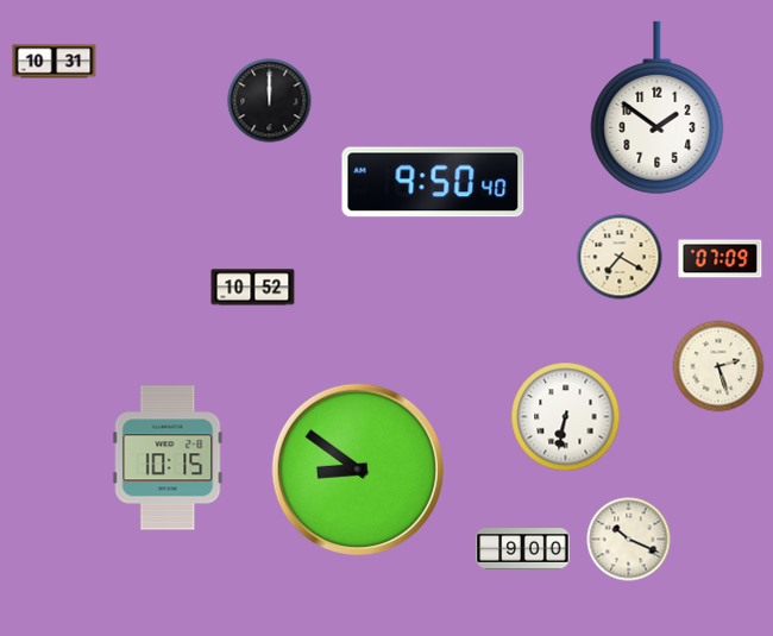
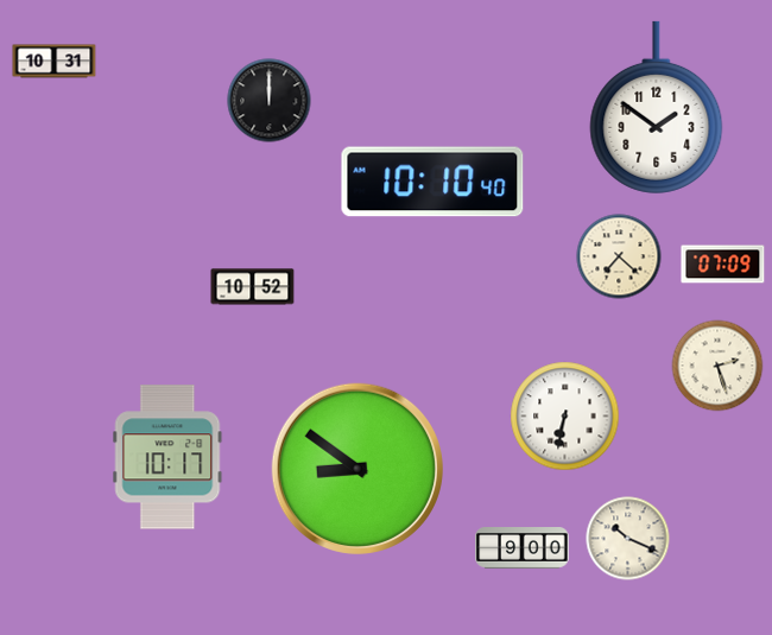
clock at (433, 182): 9:50 -> 10:10
clock at (620, 257): 7:20 -> 7:22
clock at (721, 259) position: (721, 259) -> (723, 265)
clock at (168, 458): 10:15 -> 10:17
